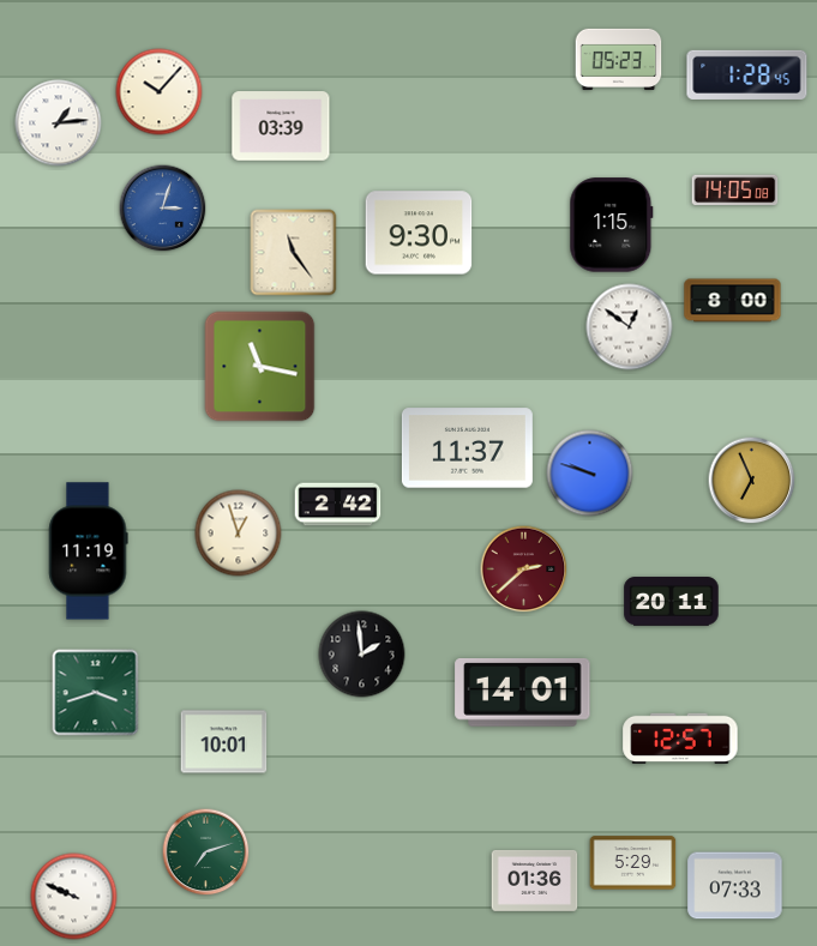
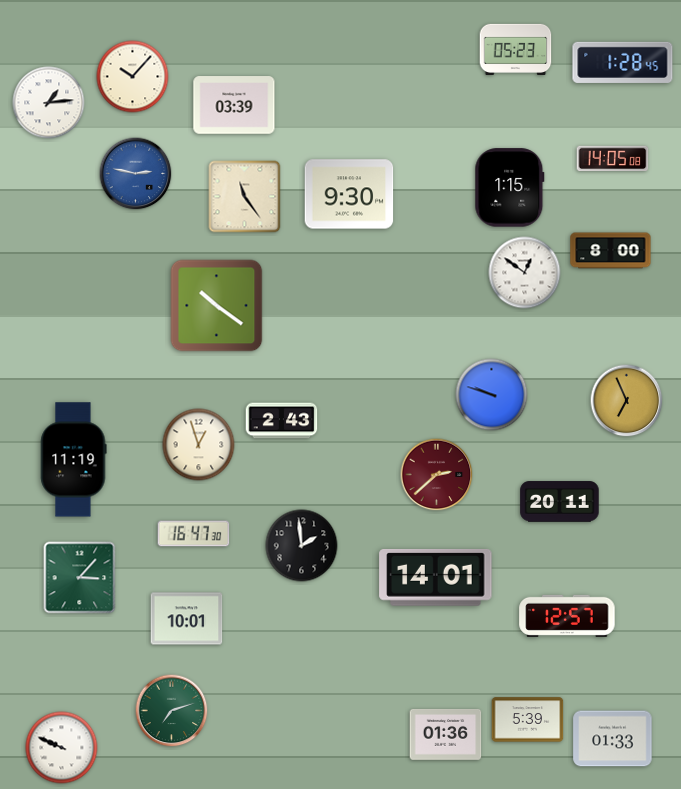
clock at (163, 209): 3:03 -> 2:47
clock at (294, 253) position: (294, 253) -> (245, 197)
clock at (260, 367): 11:17 -> 10:21
clock at (467, 448): 11:37 -> none
clock at (338, 505): 2:42 -> 2:43
clock at (194, 534): none -> 16:47
clock at (96, 693): 3:42 -> 3:07
clock at (633, 863): 5:29 -> 5:39
clock at (735, 886): 07:33 -> 01:33
